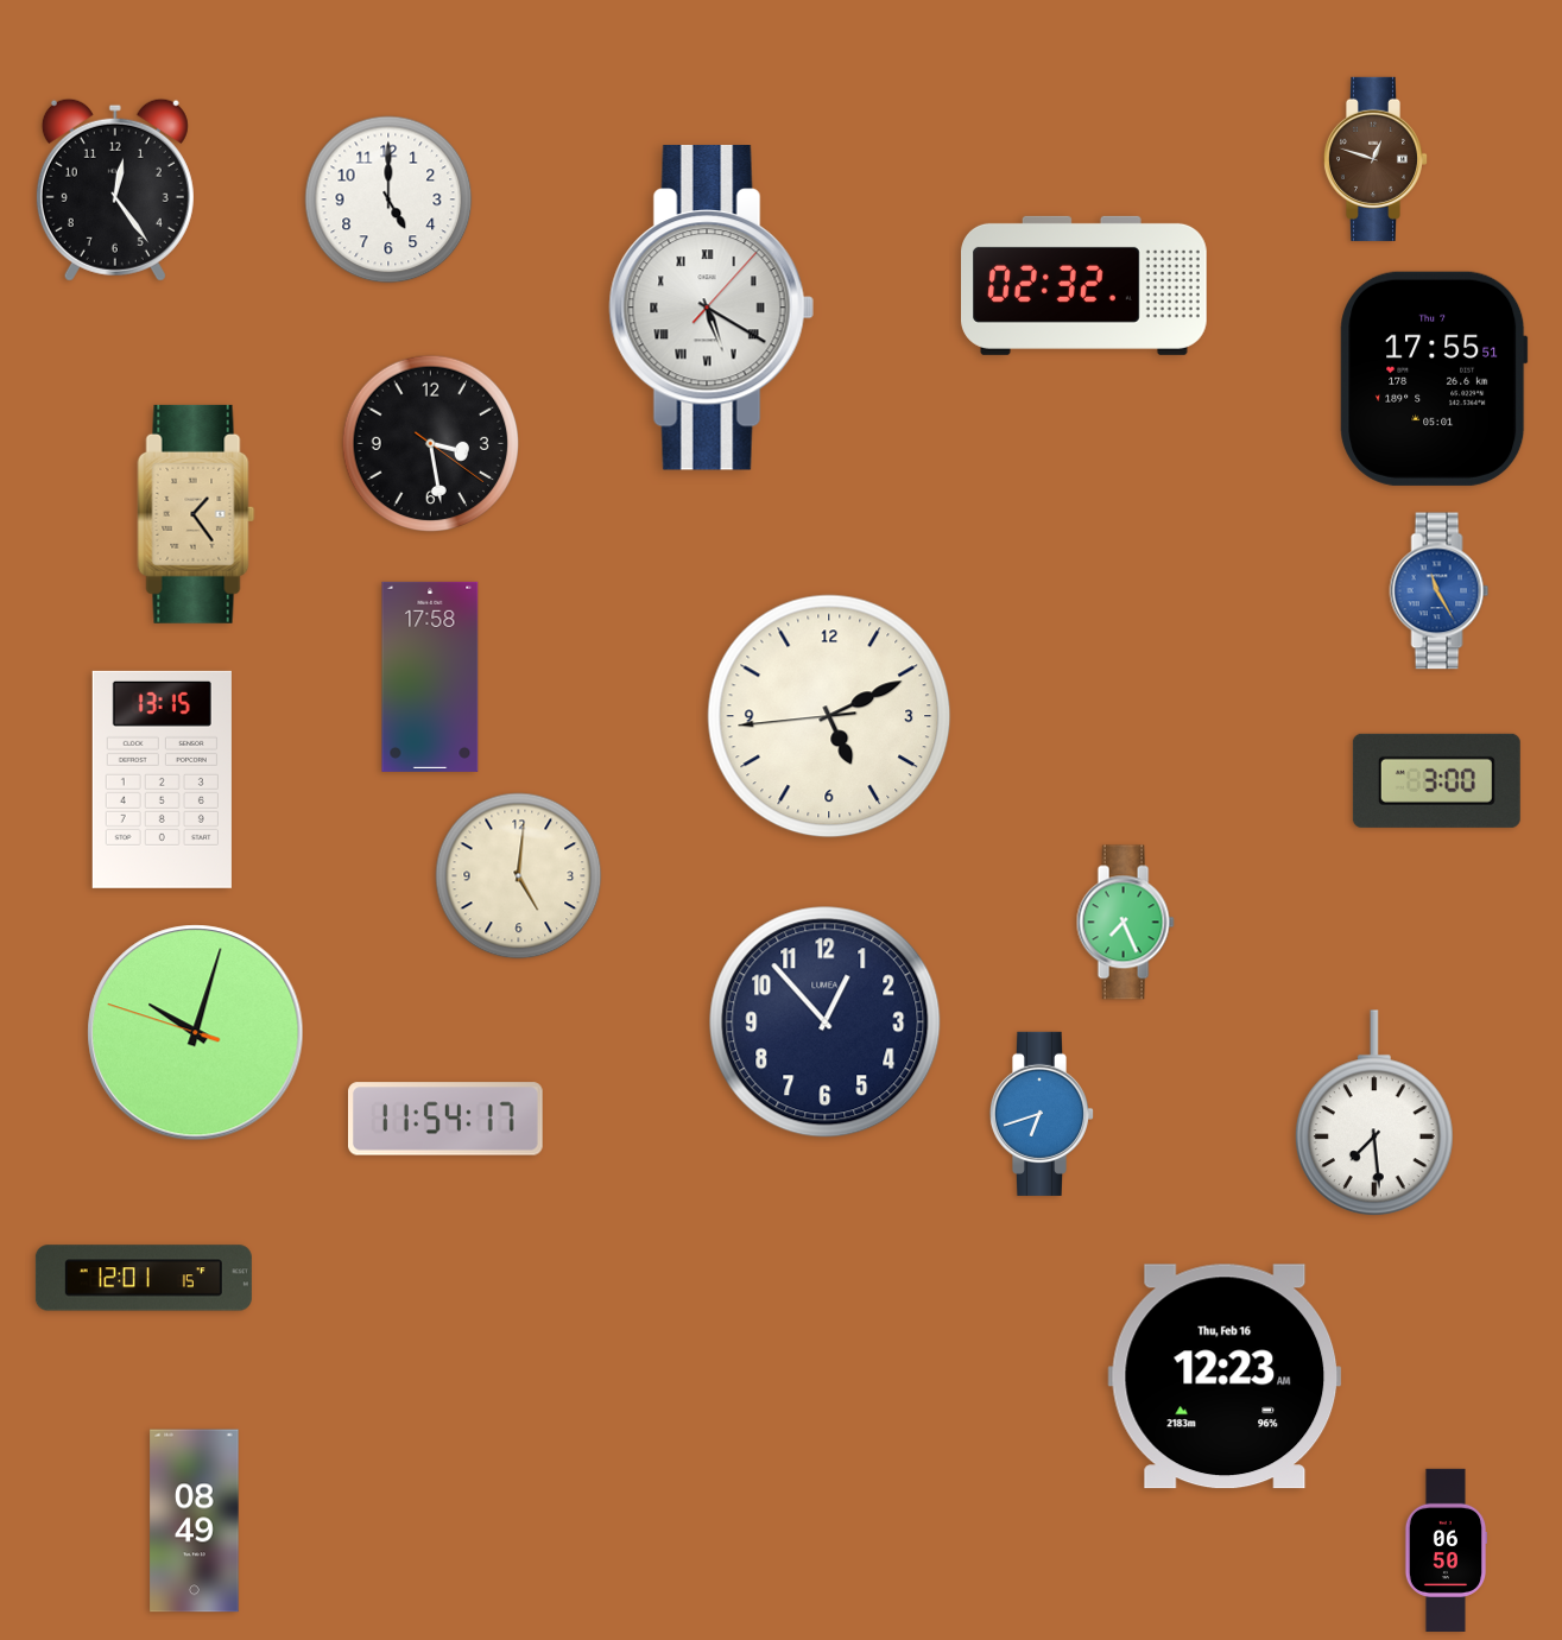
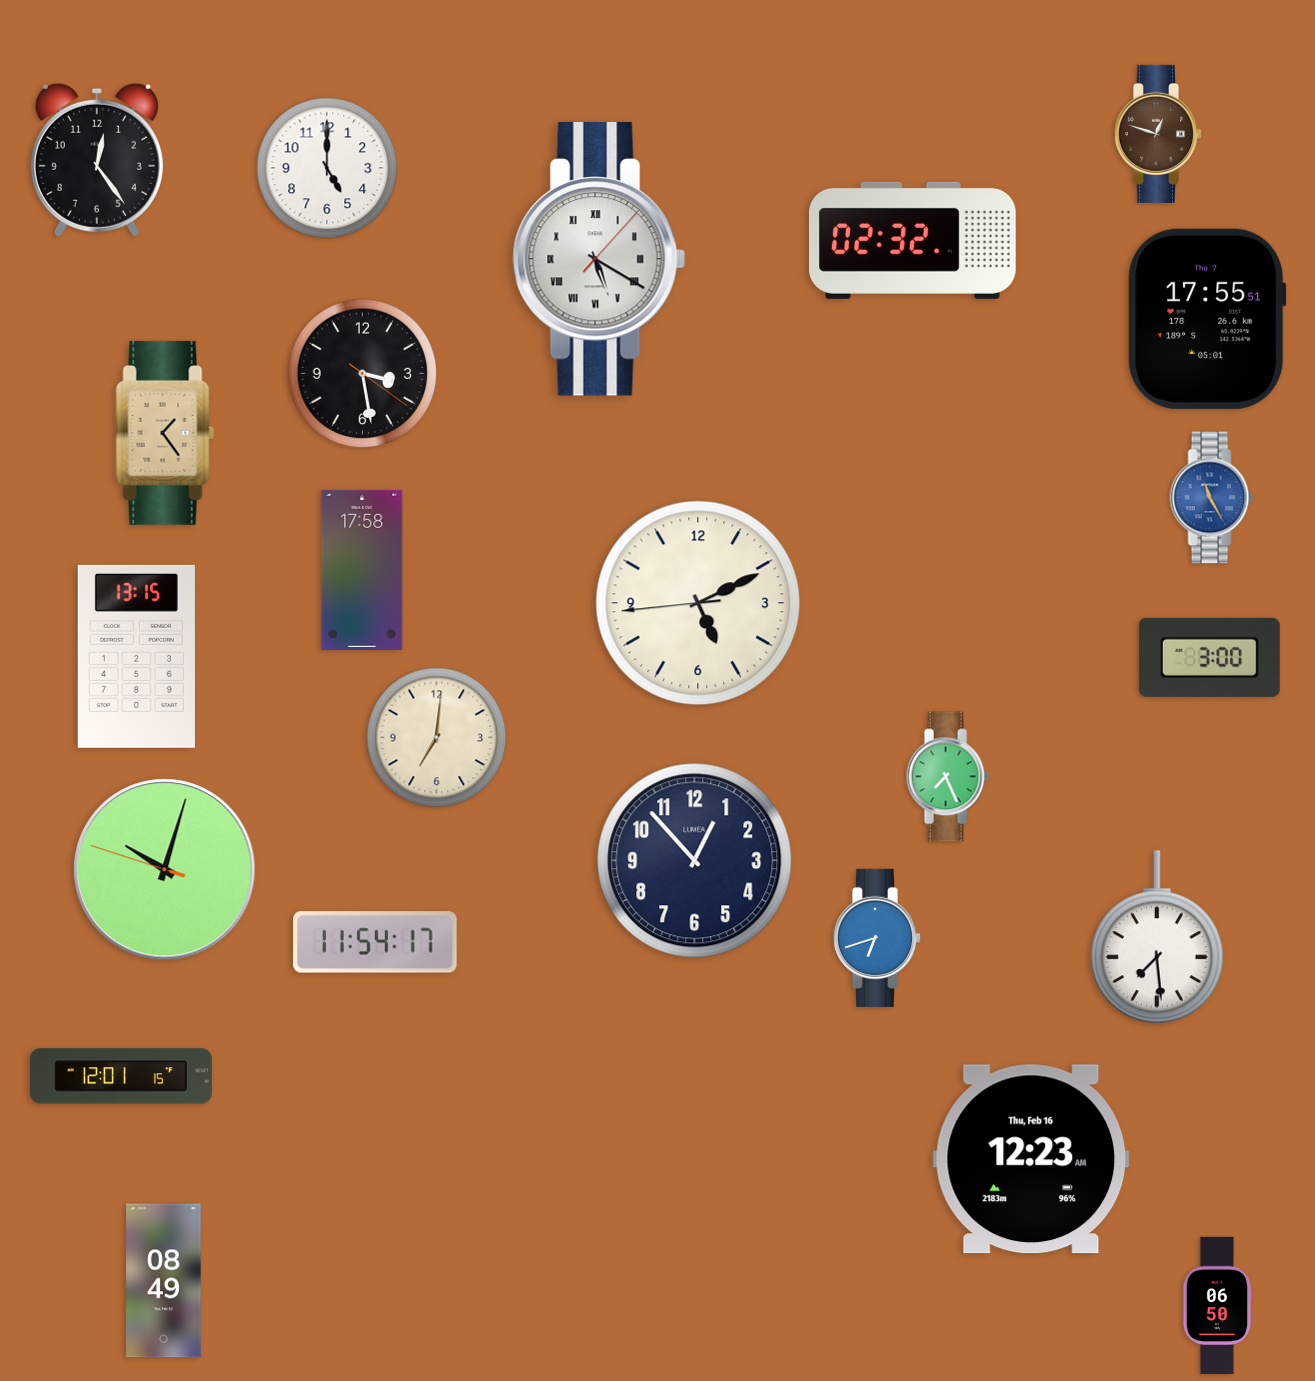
clock at (519, 876): 5:01 -> 7:01
